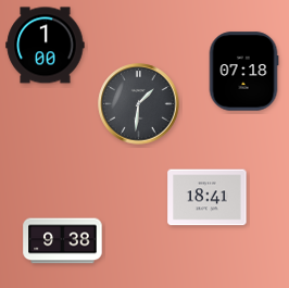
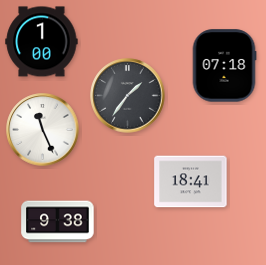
clock at (139, 104): 1:31 -> 1:36
clock at (43, 130): none -> 11:26
